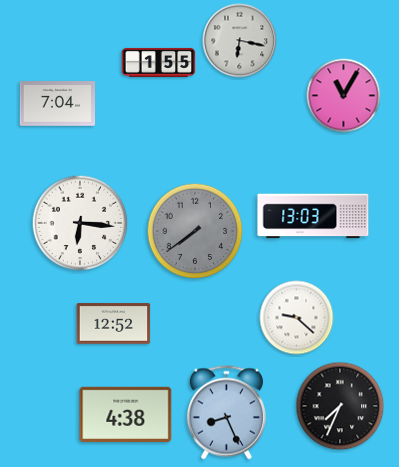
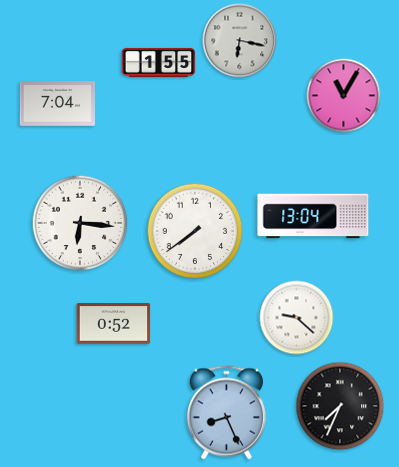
clock at (313, 216): 13:03 -> 13:04
clock at (195, 231) dial: grey -> white
clock at (114, 324): 12:52 -> 0:52
clock at (126, 414): 4:38 -> none
